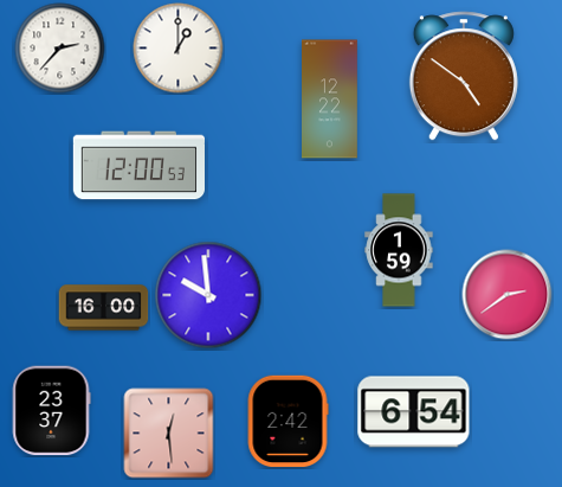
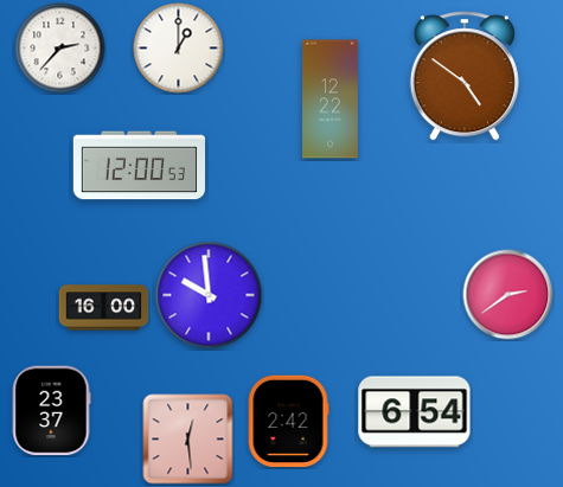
clock at (399, 250): 1:59 -> none
clock at (169, 434) position: (169, 434) -> (188, 440)
